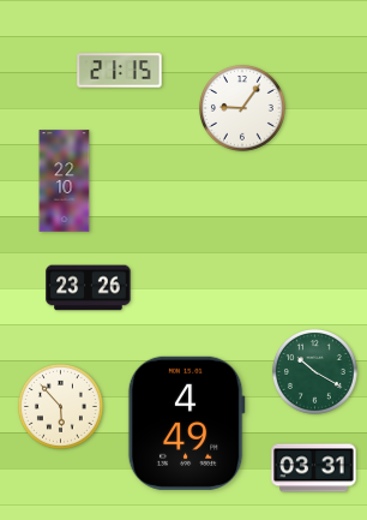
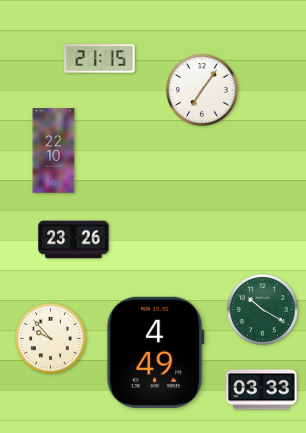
clock at (243, 109): 9:06 -> 7:06
clock at (60, 406): 5:53 -> 9:53
clock at (314, 468): 03:31 -> 03:33
